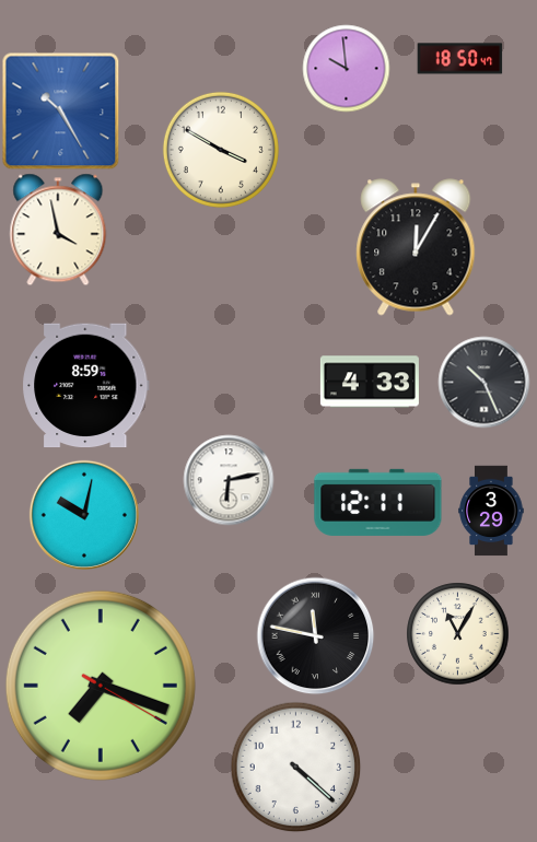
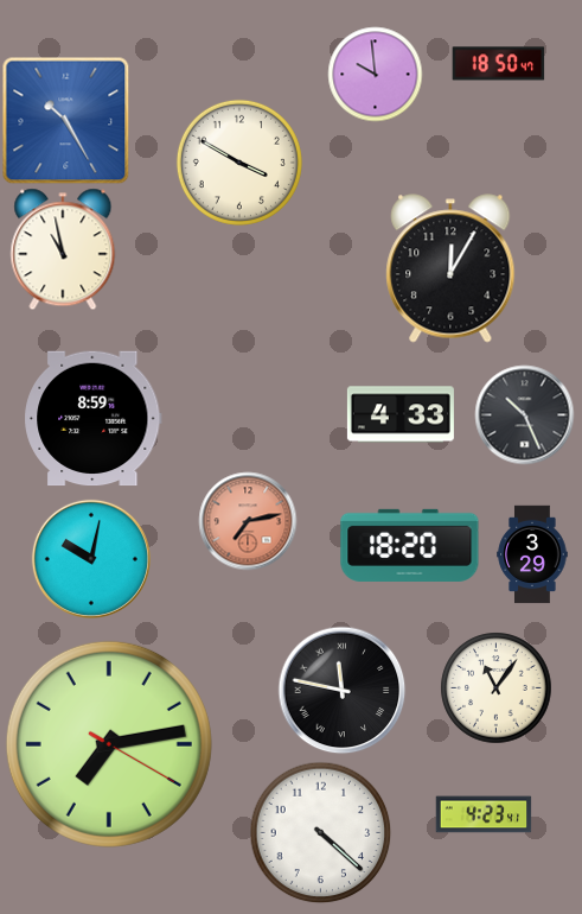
clock at (58, 230): 3:58 -> 10:58
clock at (229, 480): 6:13 -> 7:13
clock at (229, 480) dial: white -> salmon
clock at (378, 502): 12:11 -> 18:20
clock at (457, 633): 11:05 -> 11:06
clock at (101, 686): 7:18 -> 7:13
clock at (484, 814): none -> 4:23
